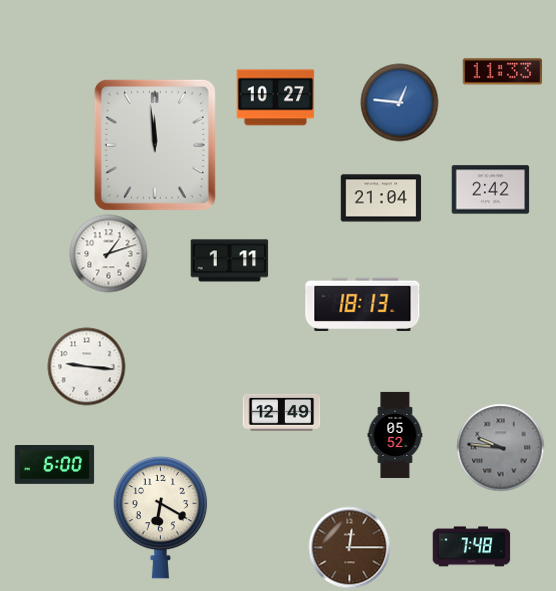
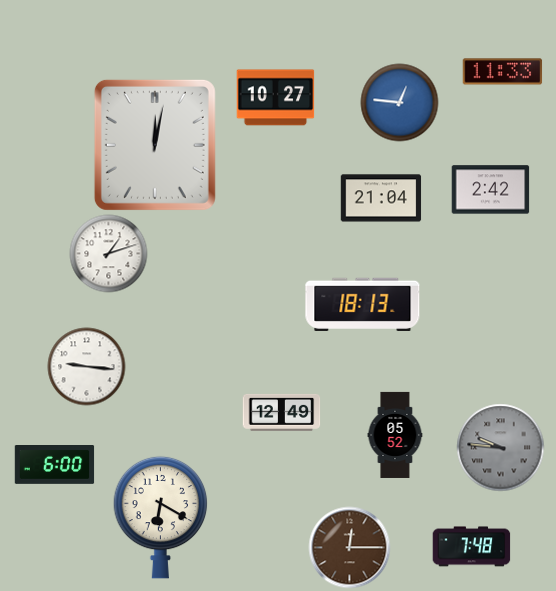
clock at (155, 145): 11:59 -> 12:02
clock at (229, 261): 1:11 -> none
